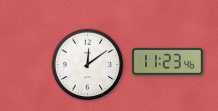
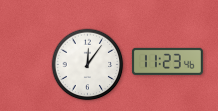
clock at (88, 65): 12:09 -> 12:06
